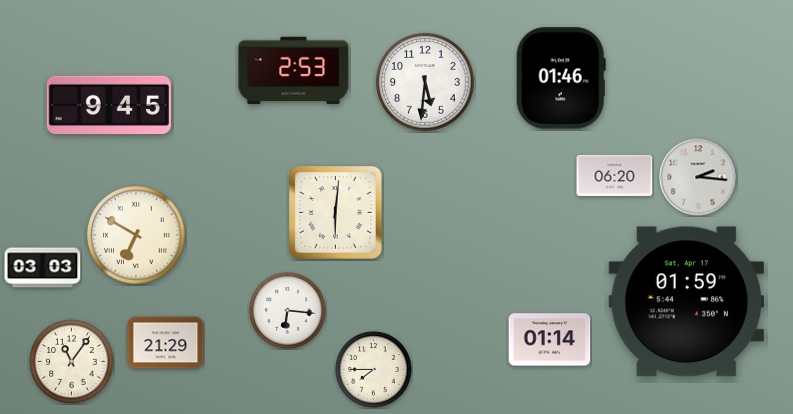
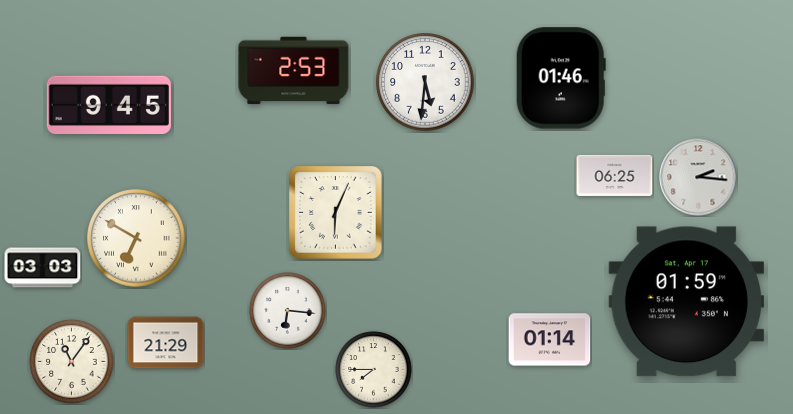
clock at (615, 175): 06:20 -> 06:25
clock at (336, 213): 6:01 -> 6:04
clock at (136, 235) position: (136, 235) -> (136, 238)
